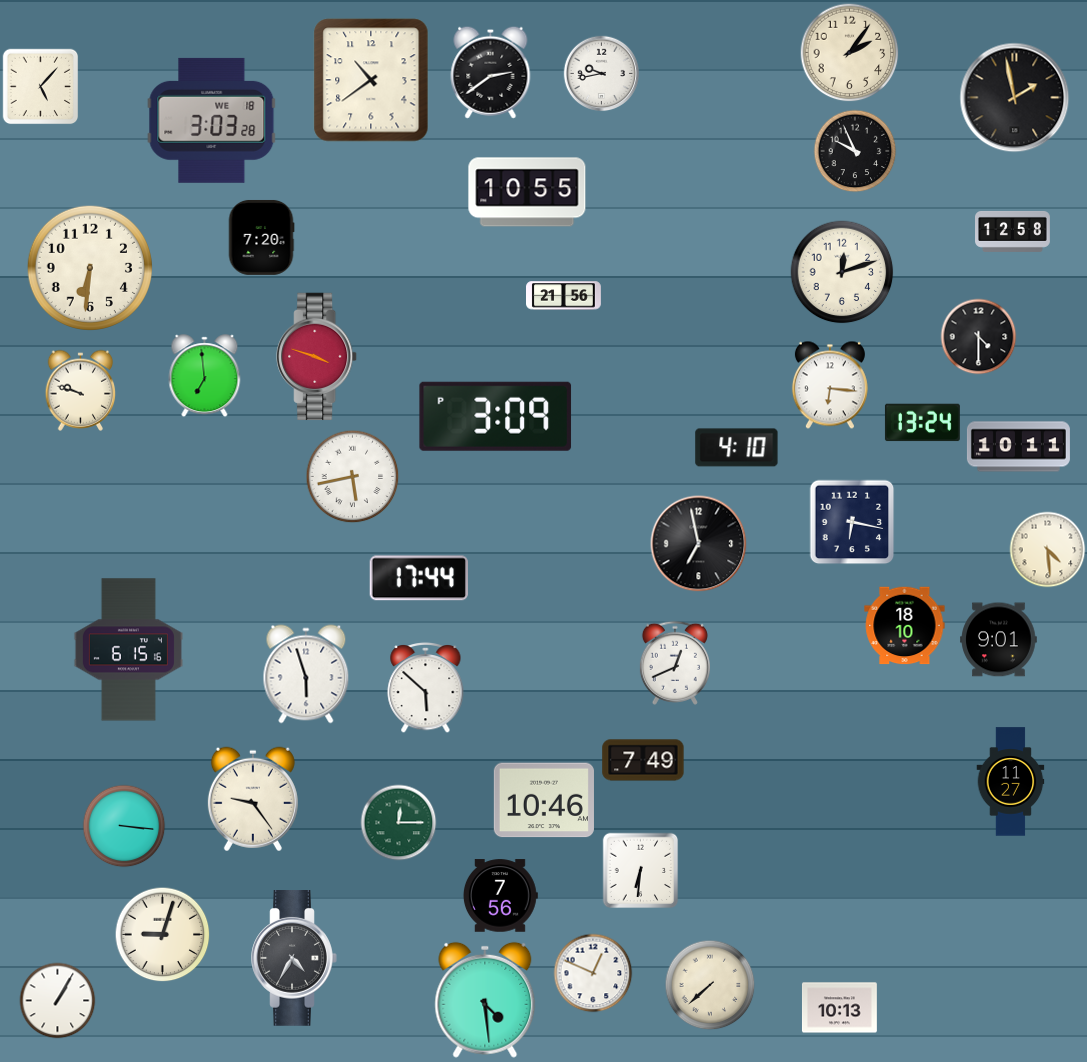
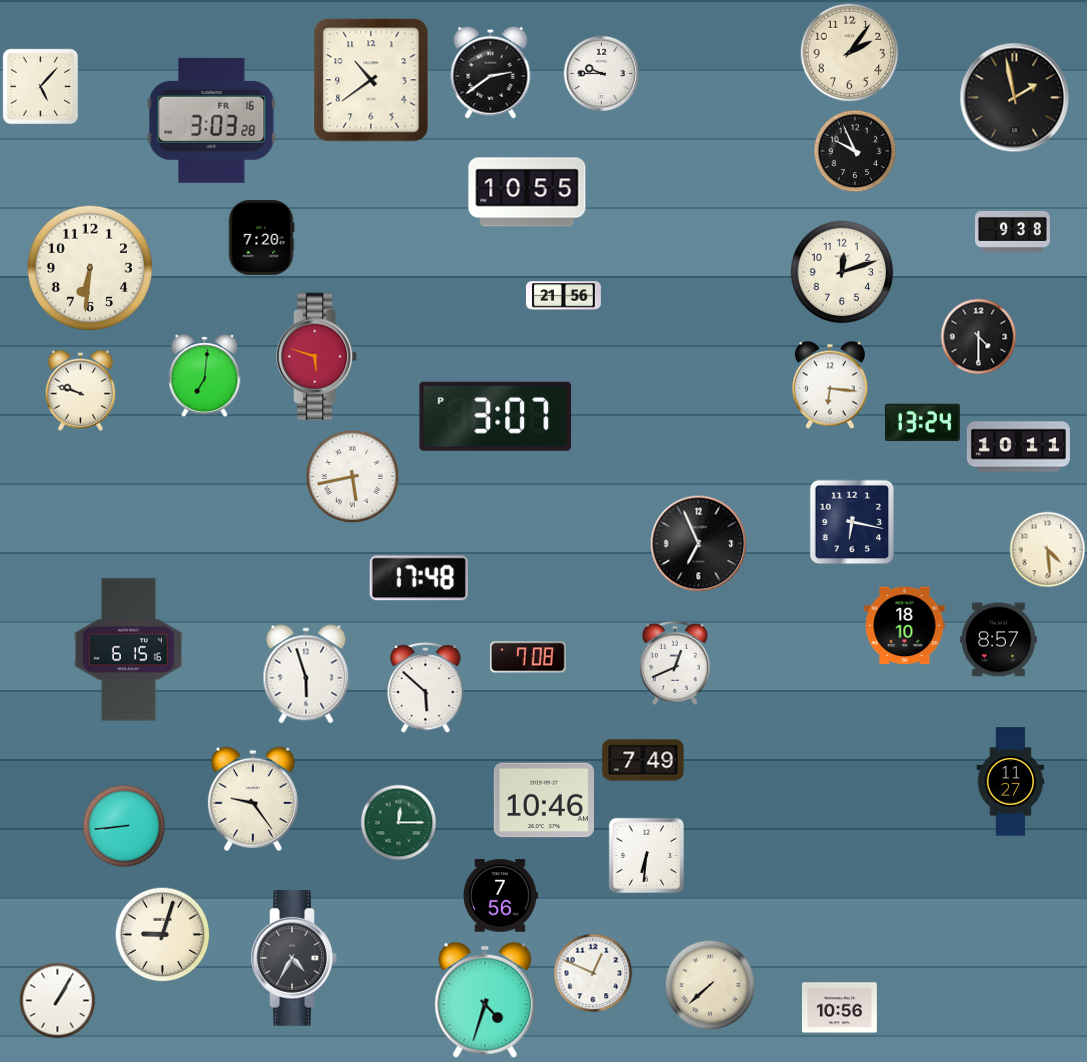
clock at (602, 74): 9:43 -> 9:45
clock at (212, 120) date: WE 18 -> FR 16
clock at (1013, 231): 12:58 -> 9:38
clock at (317, 357): 3:48 -> 5:48
clock at (205, 376): 6:59 -> 7:01
clock at (496, 416): 3:09 -> 3:07
clock at (737, 448): 4:10 -> none
clock at (699, 544): 6:58 -> 6:56
clock at (419, 578): 17:44 -> 17:48
clock at (999, 640): 9:01 -> 8:57
clock at (528, 657): none -> 7:08
clock at (124, 826): 3:16 -> 8:44
clock at (641, 871) position: (641, 871) -> (647, 856)
clock at (485, 1000): 4:29 -> 4:33
clock at (839, 1008): 10:13 -> 10:56
